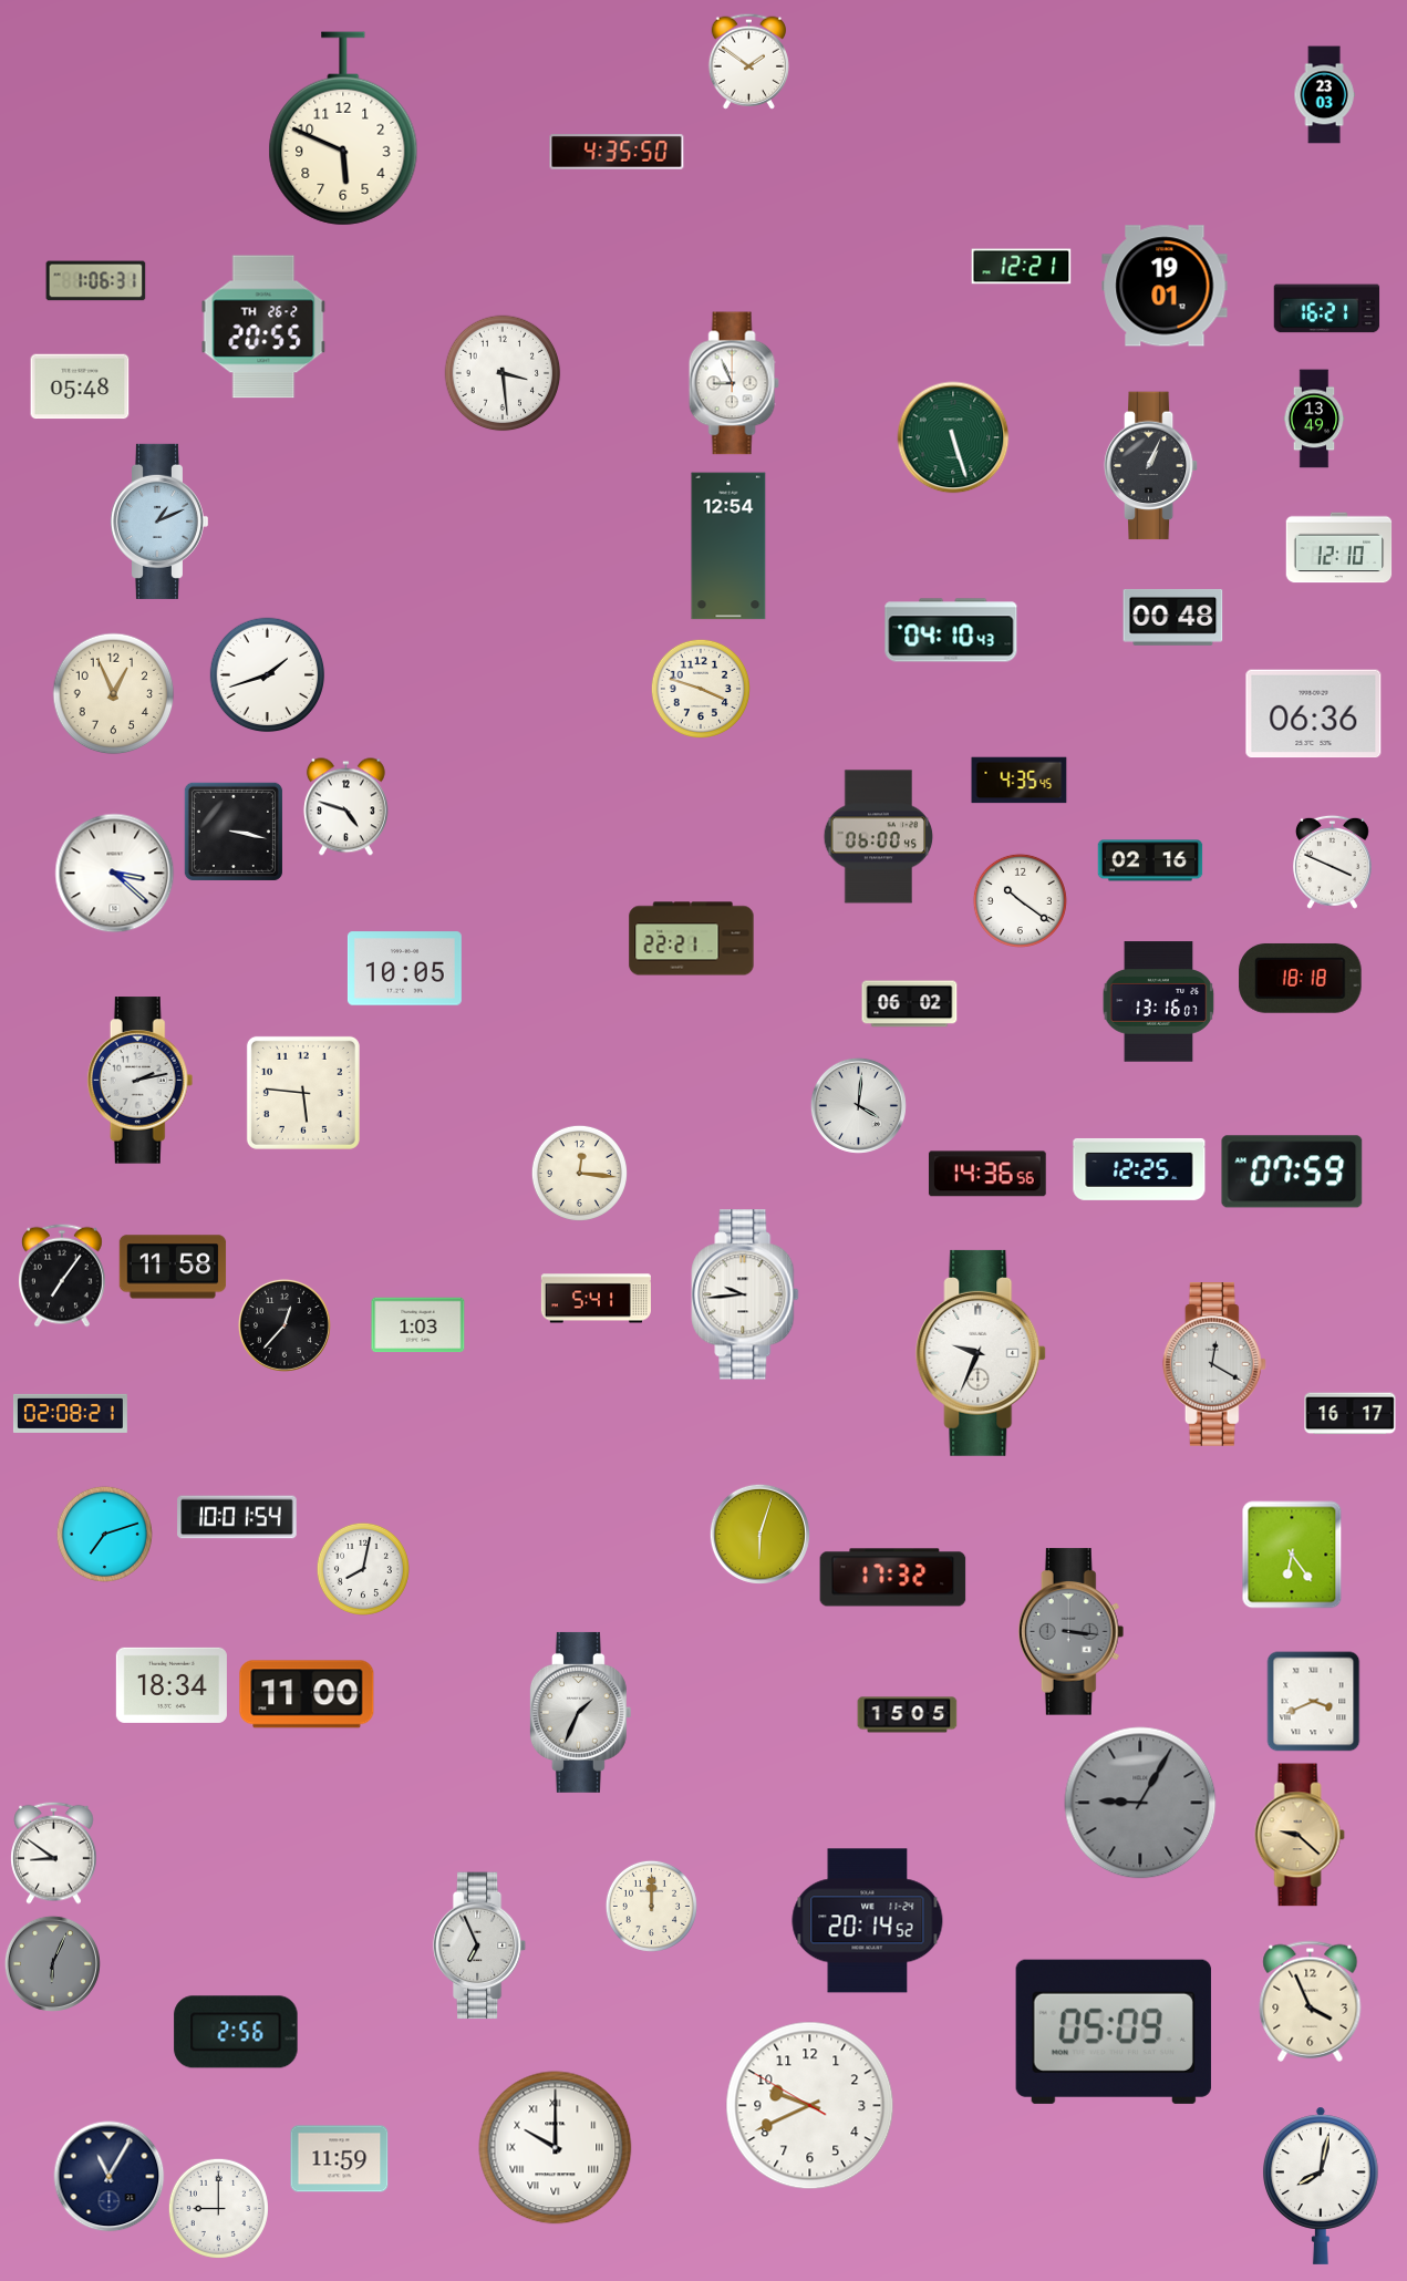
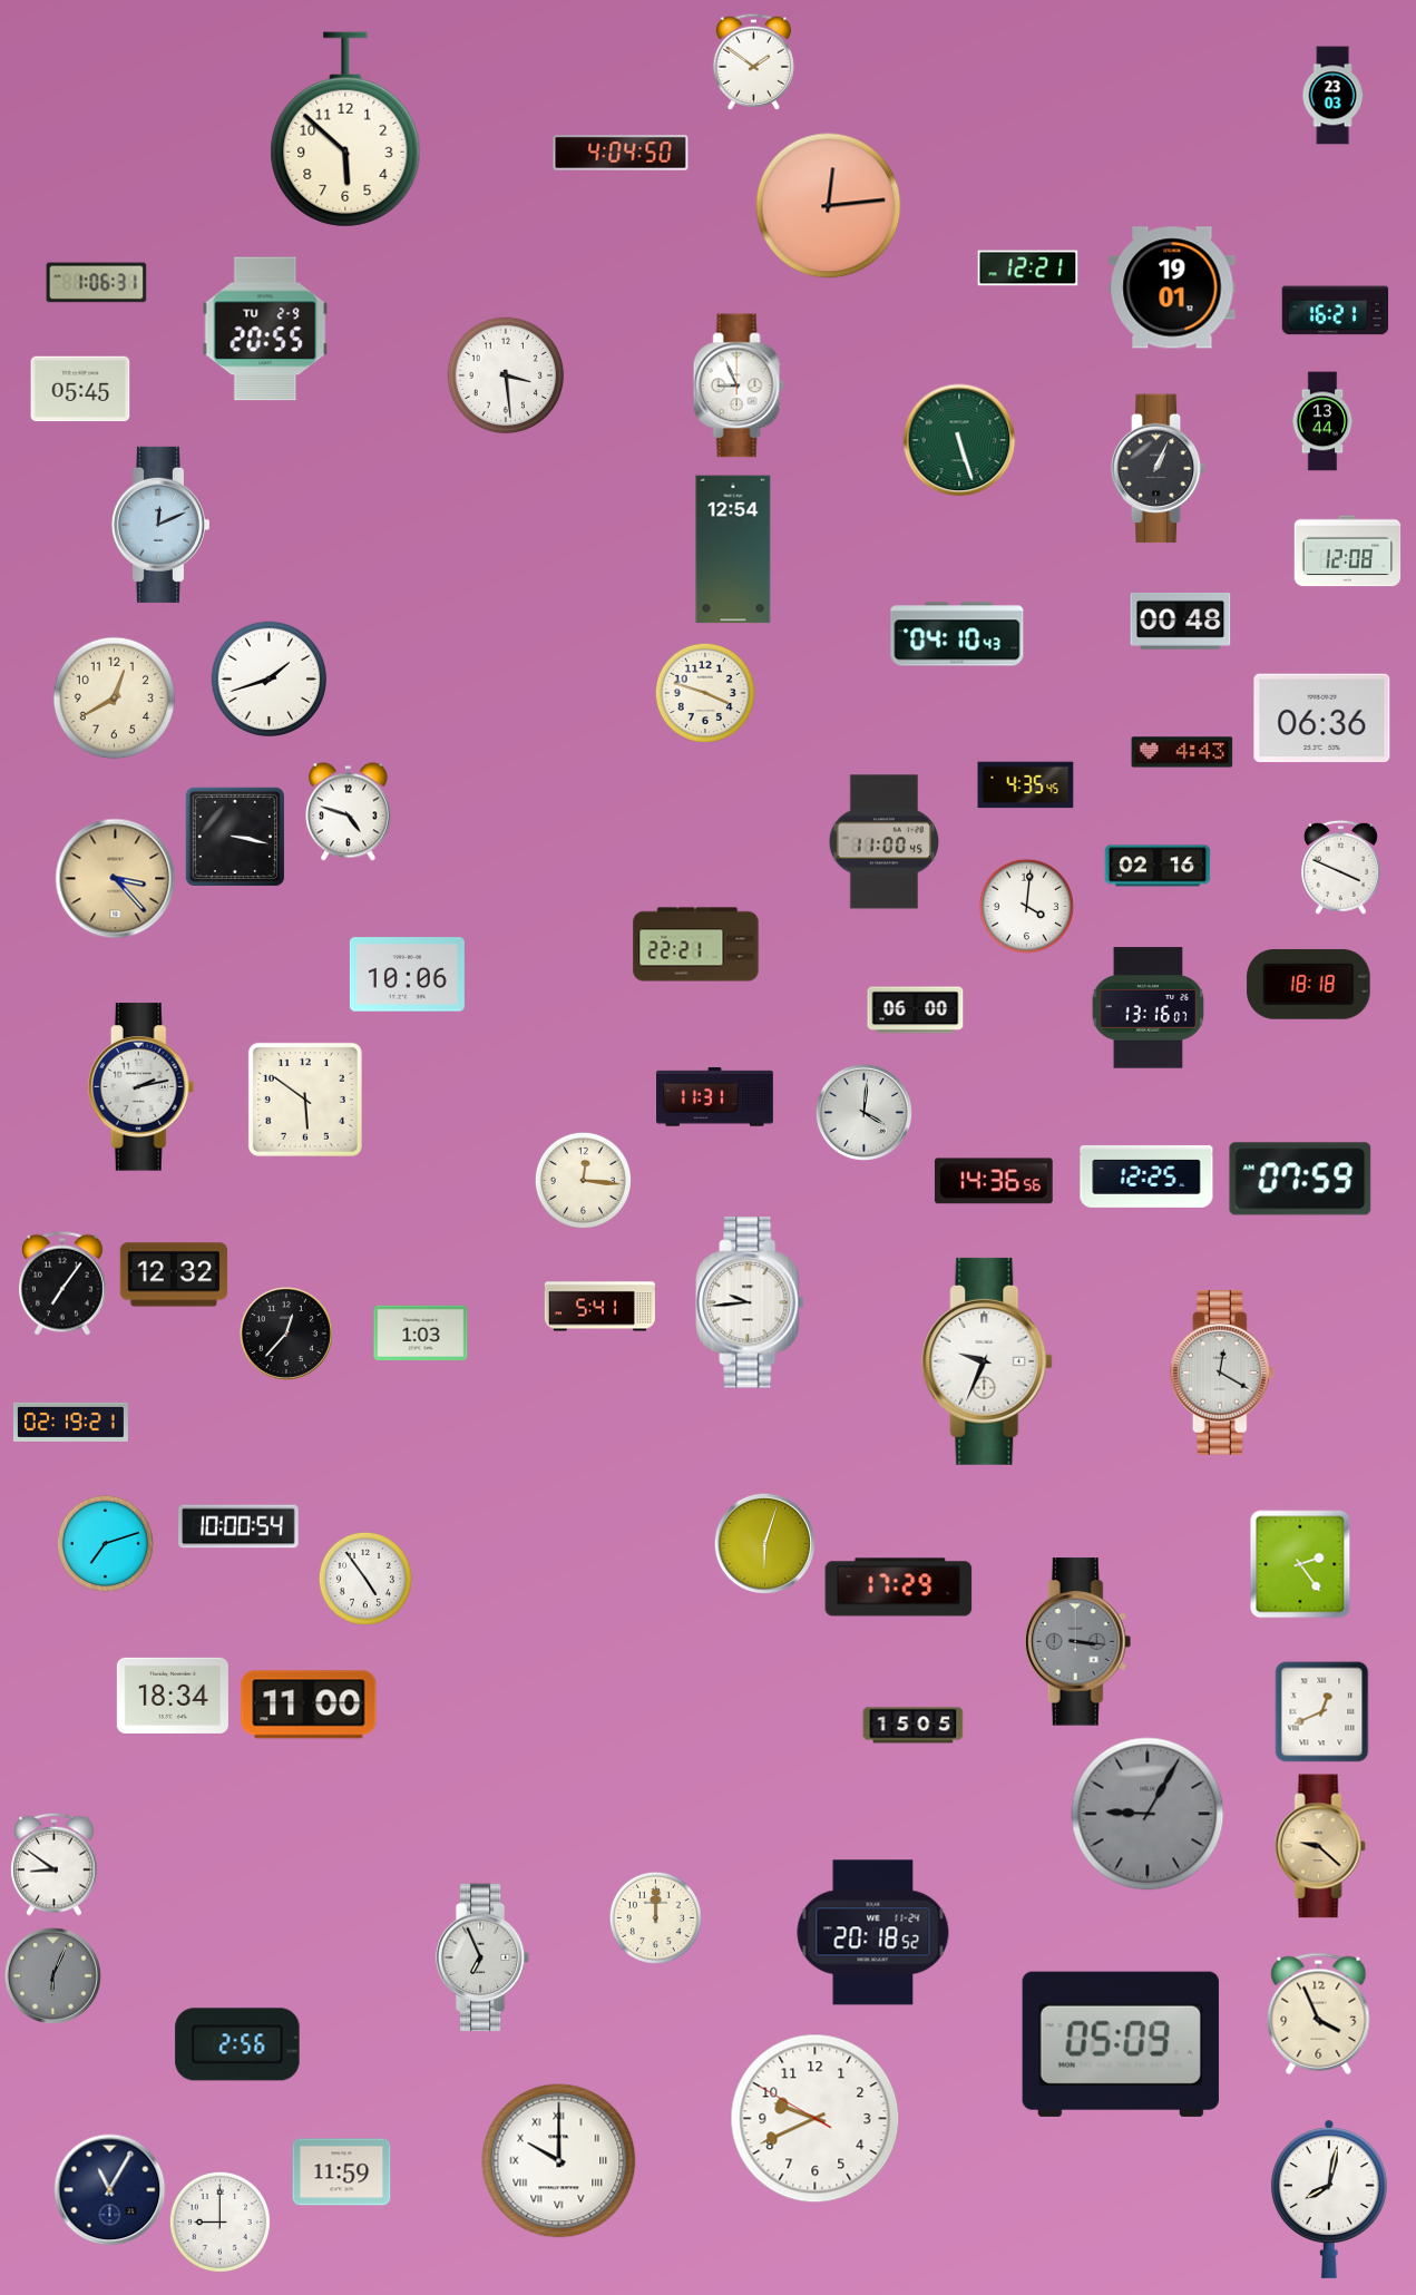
clock at (343, 128): 5:49 -> 5:52
clock at (617, 152): 4:35 -> 4:04
clock at (829, 206): none -> 12:14
clock at (263, 327) date: TH 26-2 -> TU 2-9
clock at (80, 386): 05:48 -> 05:45
clock at (1314, 419): 13:49 -> 13:44
clock at (158, 522): 1:11 -> 12:11
clock at (1339, 548): 12:10 -> 12:08
clock at (114, 694): 12:56 -> 12:40
clock at (1182, 752): none -> 4:43
clock at (879, 837): 06:00 -> 11:00
clock at (115, 874): 3:22 -> 3:23
clock at (115, 874) dial: white -> champagne
clock at (1020, 900): 10:21 -> 4:01
clock at (404, 969): 10:05 -> 10:06
clock at (1159, 1002) position: (1159, 1002) -> (1149, 1008)
clock at (910, 1004): 06:02 -> 06:00
clock at (715, 1097): none -> 11:31
clock at (303, 1093): 5:46 -> 5:51
clock at (173, 1267): 11:58 -> 12:32
clock at (70, 1413): 02:08 -> 02:19
clock at (1351, 1414): 16:17 -> none
clock at (237, 1517): 10:01 -> 10:00
clock at (1292, 1555): 6:24 -> 2:24
clock at (363, 1569): 8:02 -> 4:54
clock at (893, 1578): 17:32 -> 17:29
clock at (1314, 1702): 3:41 -> 12:41
clock at (580, 1712): 1:34 -> none
clock at (1300, 1835) position: (1300, 1835) -> (1320, 1846)
clock at (868, 1921): 20:14 -> 20:18
